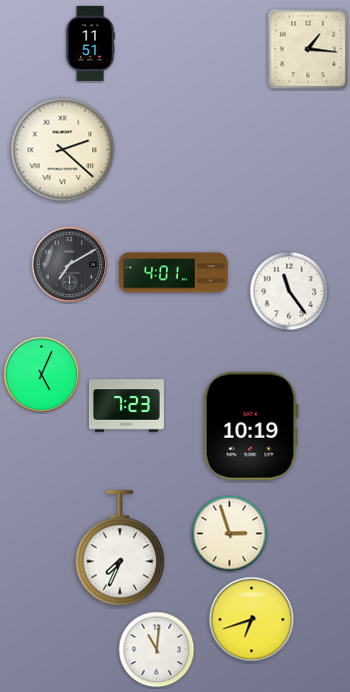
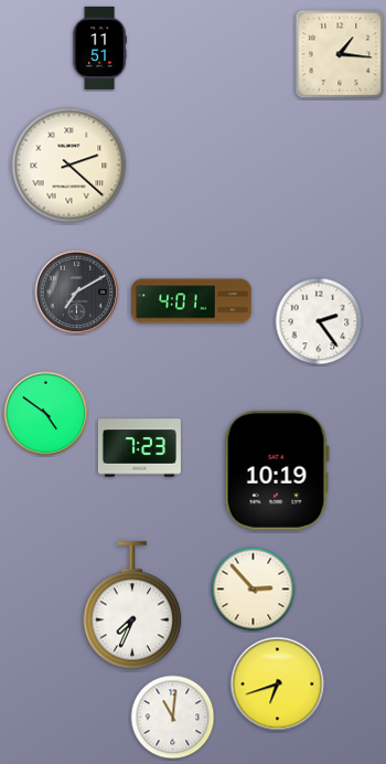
clock at (289, 291): 11:24 -> 2:24
clock at (42, 375): 5:04 -> 4:51
clock at (230, 534): 2:57 -> 2:53
